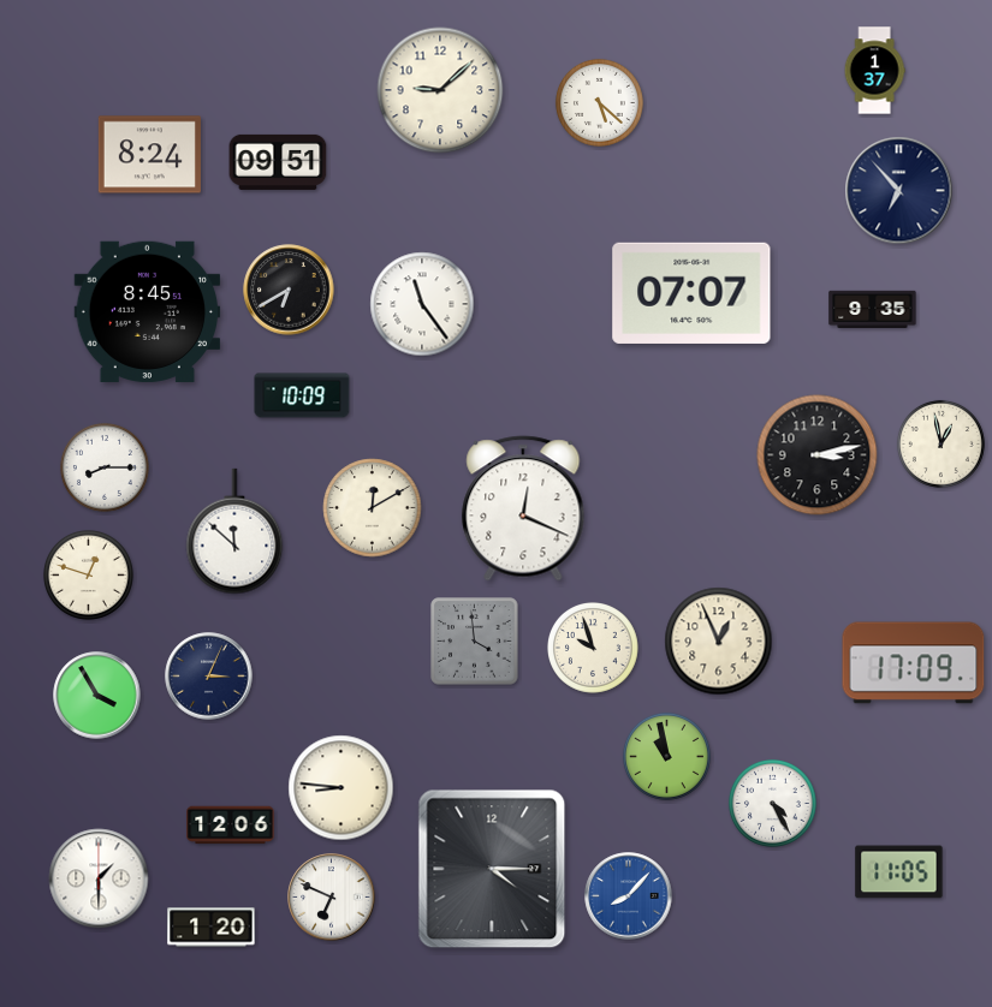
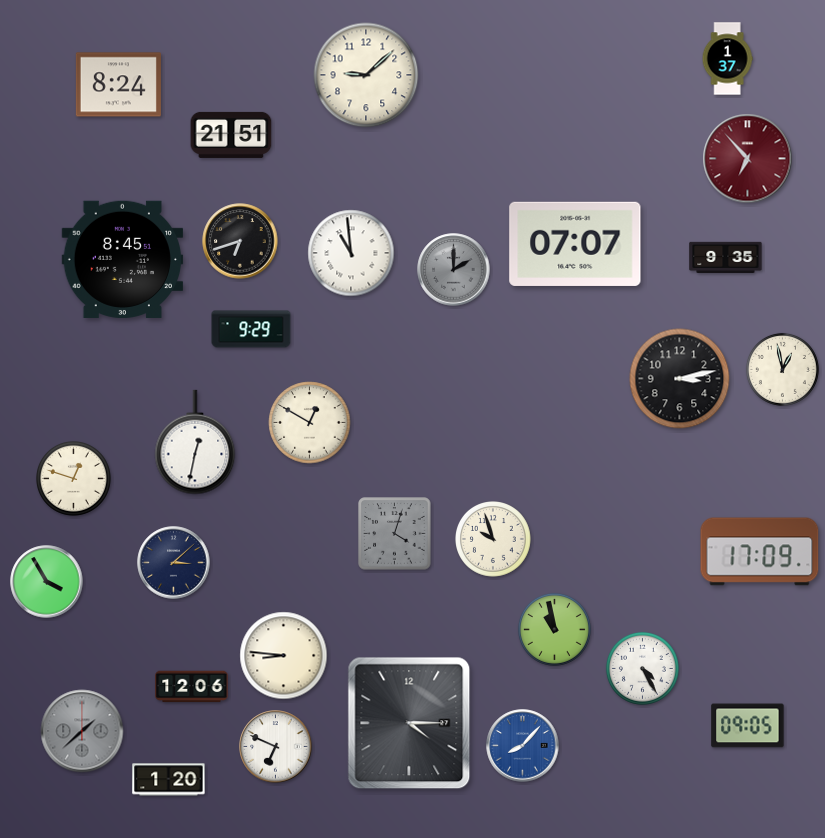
clock at (599, 102): 5:22 -> none
clock at (149, 155) position: (149, 155) -> (118, 85)
clock at (278, 162): 09:51 -> 21:51
clock at (899, 191) dial: navy -> burgundy
clock at (289, 290): 6:40 -> 6:42
clock at (422, 304): 11:24 -> 10:59
clock at (454, 270): none -> 2:00
clock at (302, 395): 10:09 -> 9:29
clock at (105, 467): 8:15 -> none
clock at (373, 508): 12:10 -> 12:50
clock at (523, 508): 12:19 -> none
clock at (234, 531): 11:52 -> 12:32
clock at (475, 642): 3:59 -> 4:03
clock at (719, 642): 12:56 -> none
clock at (209, 677): 3:04 -> 3:08
clock at (97, 696) position: (97, 696) -> (47, 582)
clock at (899, 872): 11:05 -> 09:05
clock at (99, 878): 1:30 -> 1:38
clock at (99, 878) dial: white -> grey
clock at (212, 928) position: (212, 928) -> (169, 780)
